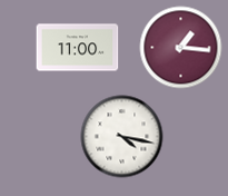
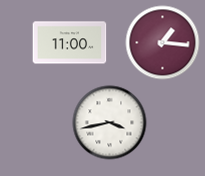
clock at (122, 137): 4:17 -> 3:43
